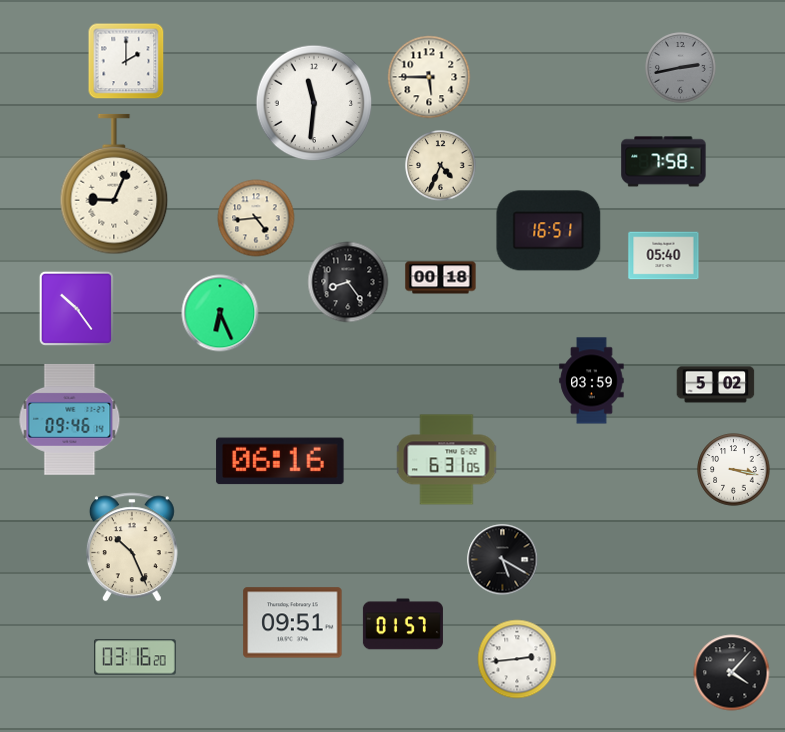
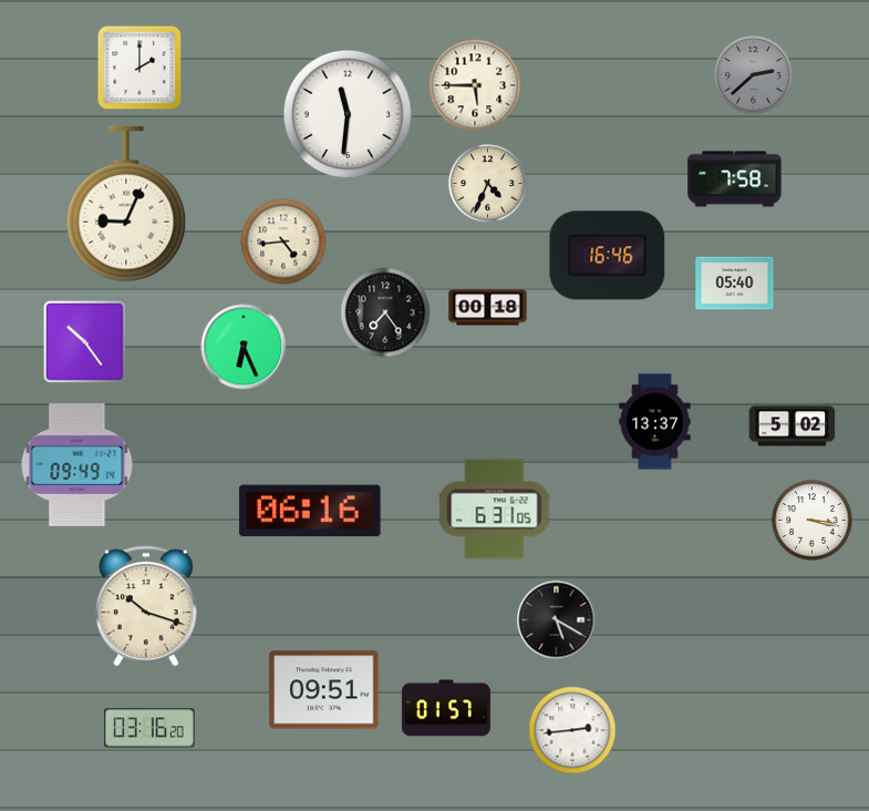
clock at (681, 68): 2:43 -> 2:38
clock at (549, 231): 16:51 -> 16:46
clock at (348, 282): 8:24 -> 7:24
clock at (592, 381): 03:59 -> 13:37
clock at (70, 419): 09:46 -> 09:49
clock at (132, 547): 10:26 -> 10:18
clock at (403, 624) position: (403, 624) -> (446, 708)
clock at (732, 673): 4:07 -> none
